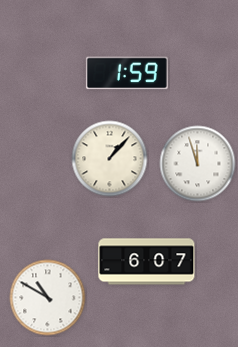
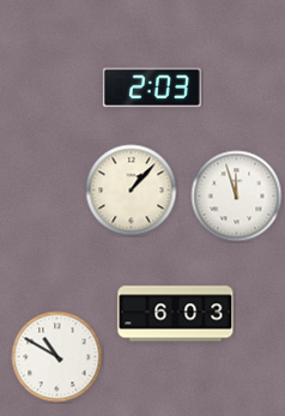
clock at (127, 73): 1:59 -> 2:03
clock at (147, 262): 6:07 -> 6:03
